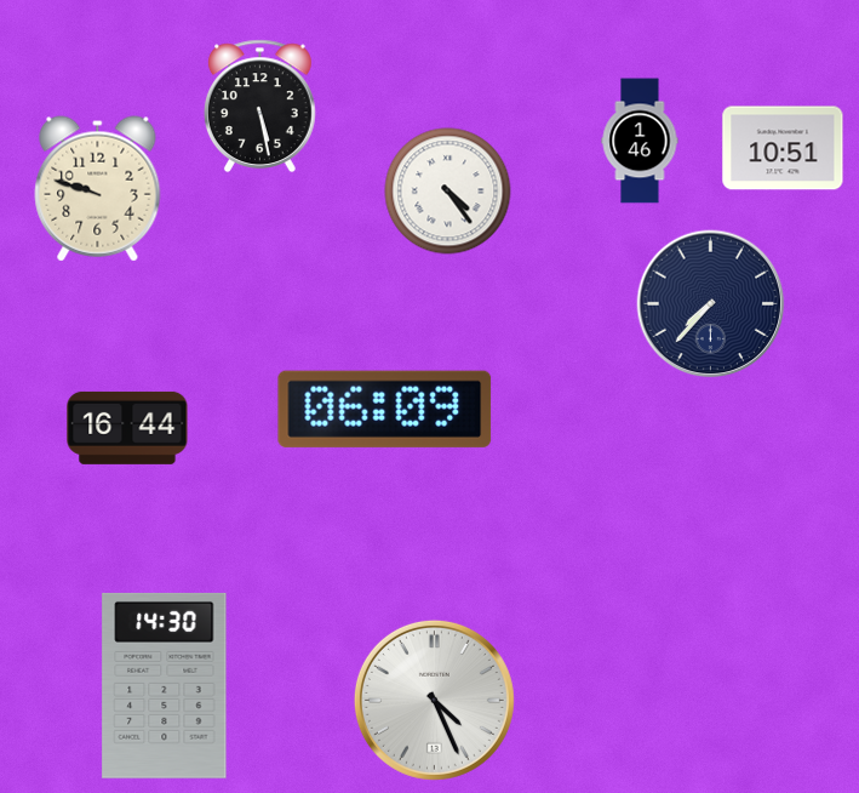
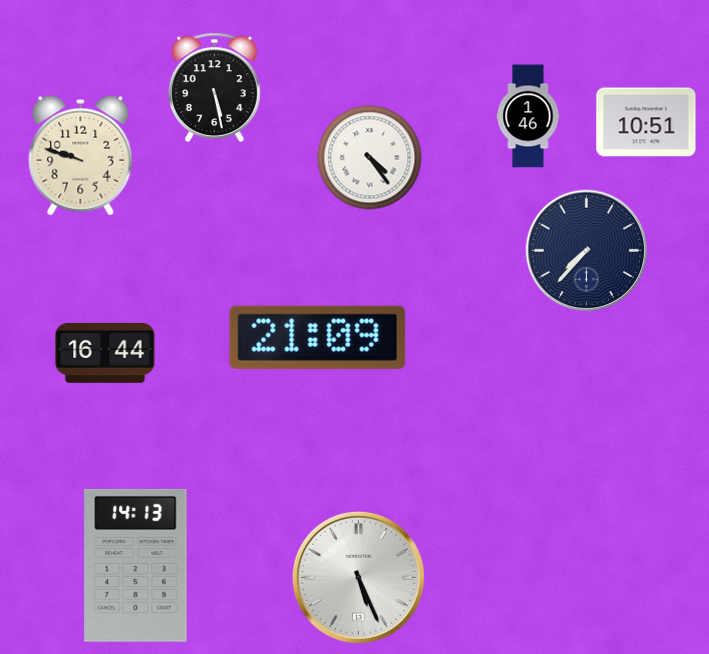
clock at (385, 409): 06:09 -> 21:09
clock at (165, 685): 14:30 -> 14:13
clock at (434, 700): 4:26 -> 5:26
